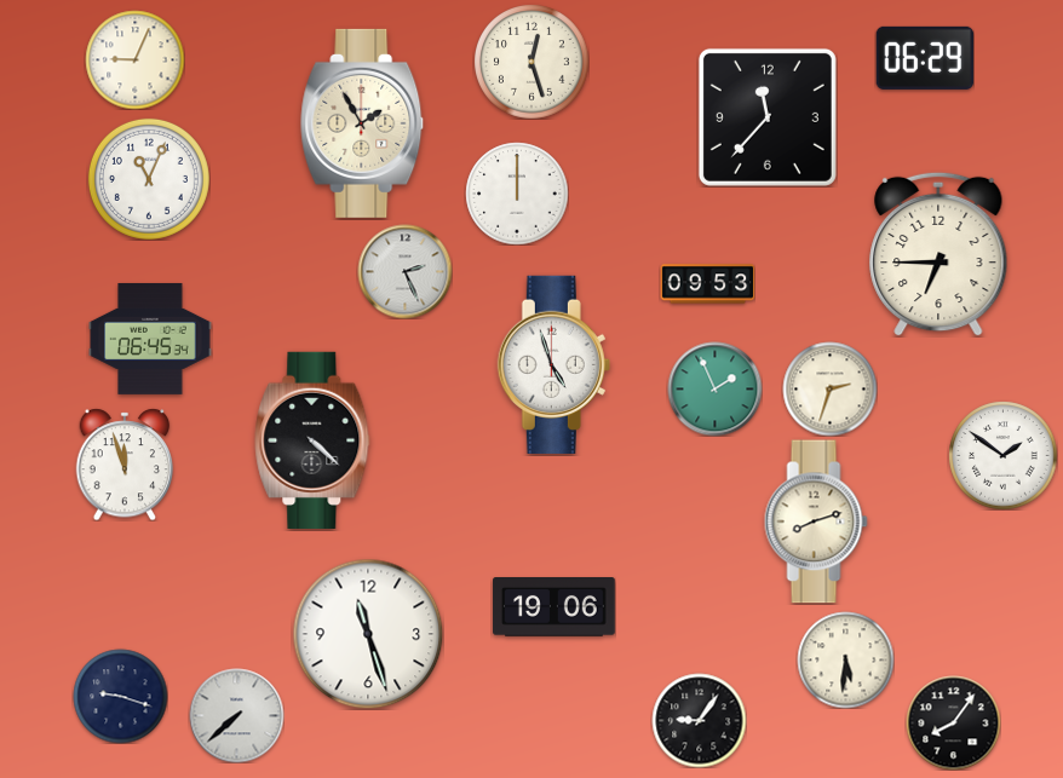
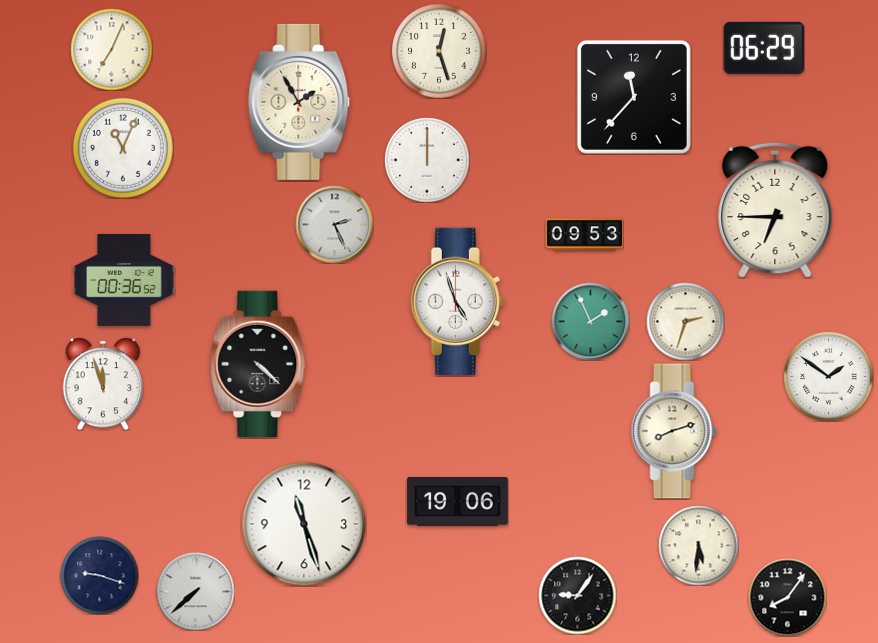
clock at (134, 59): 9:04 -> 7:04
clock at (150, 339): 06:45 -> 00:36
